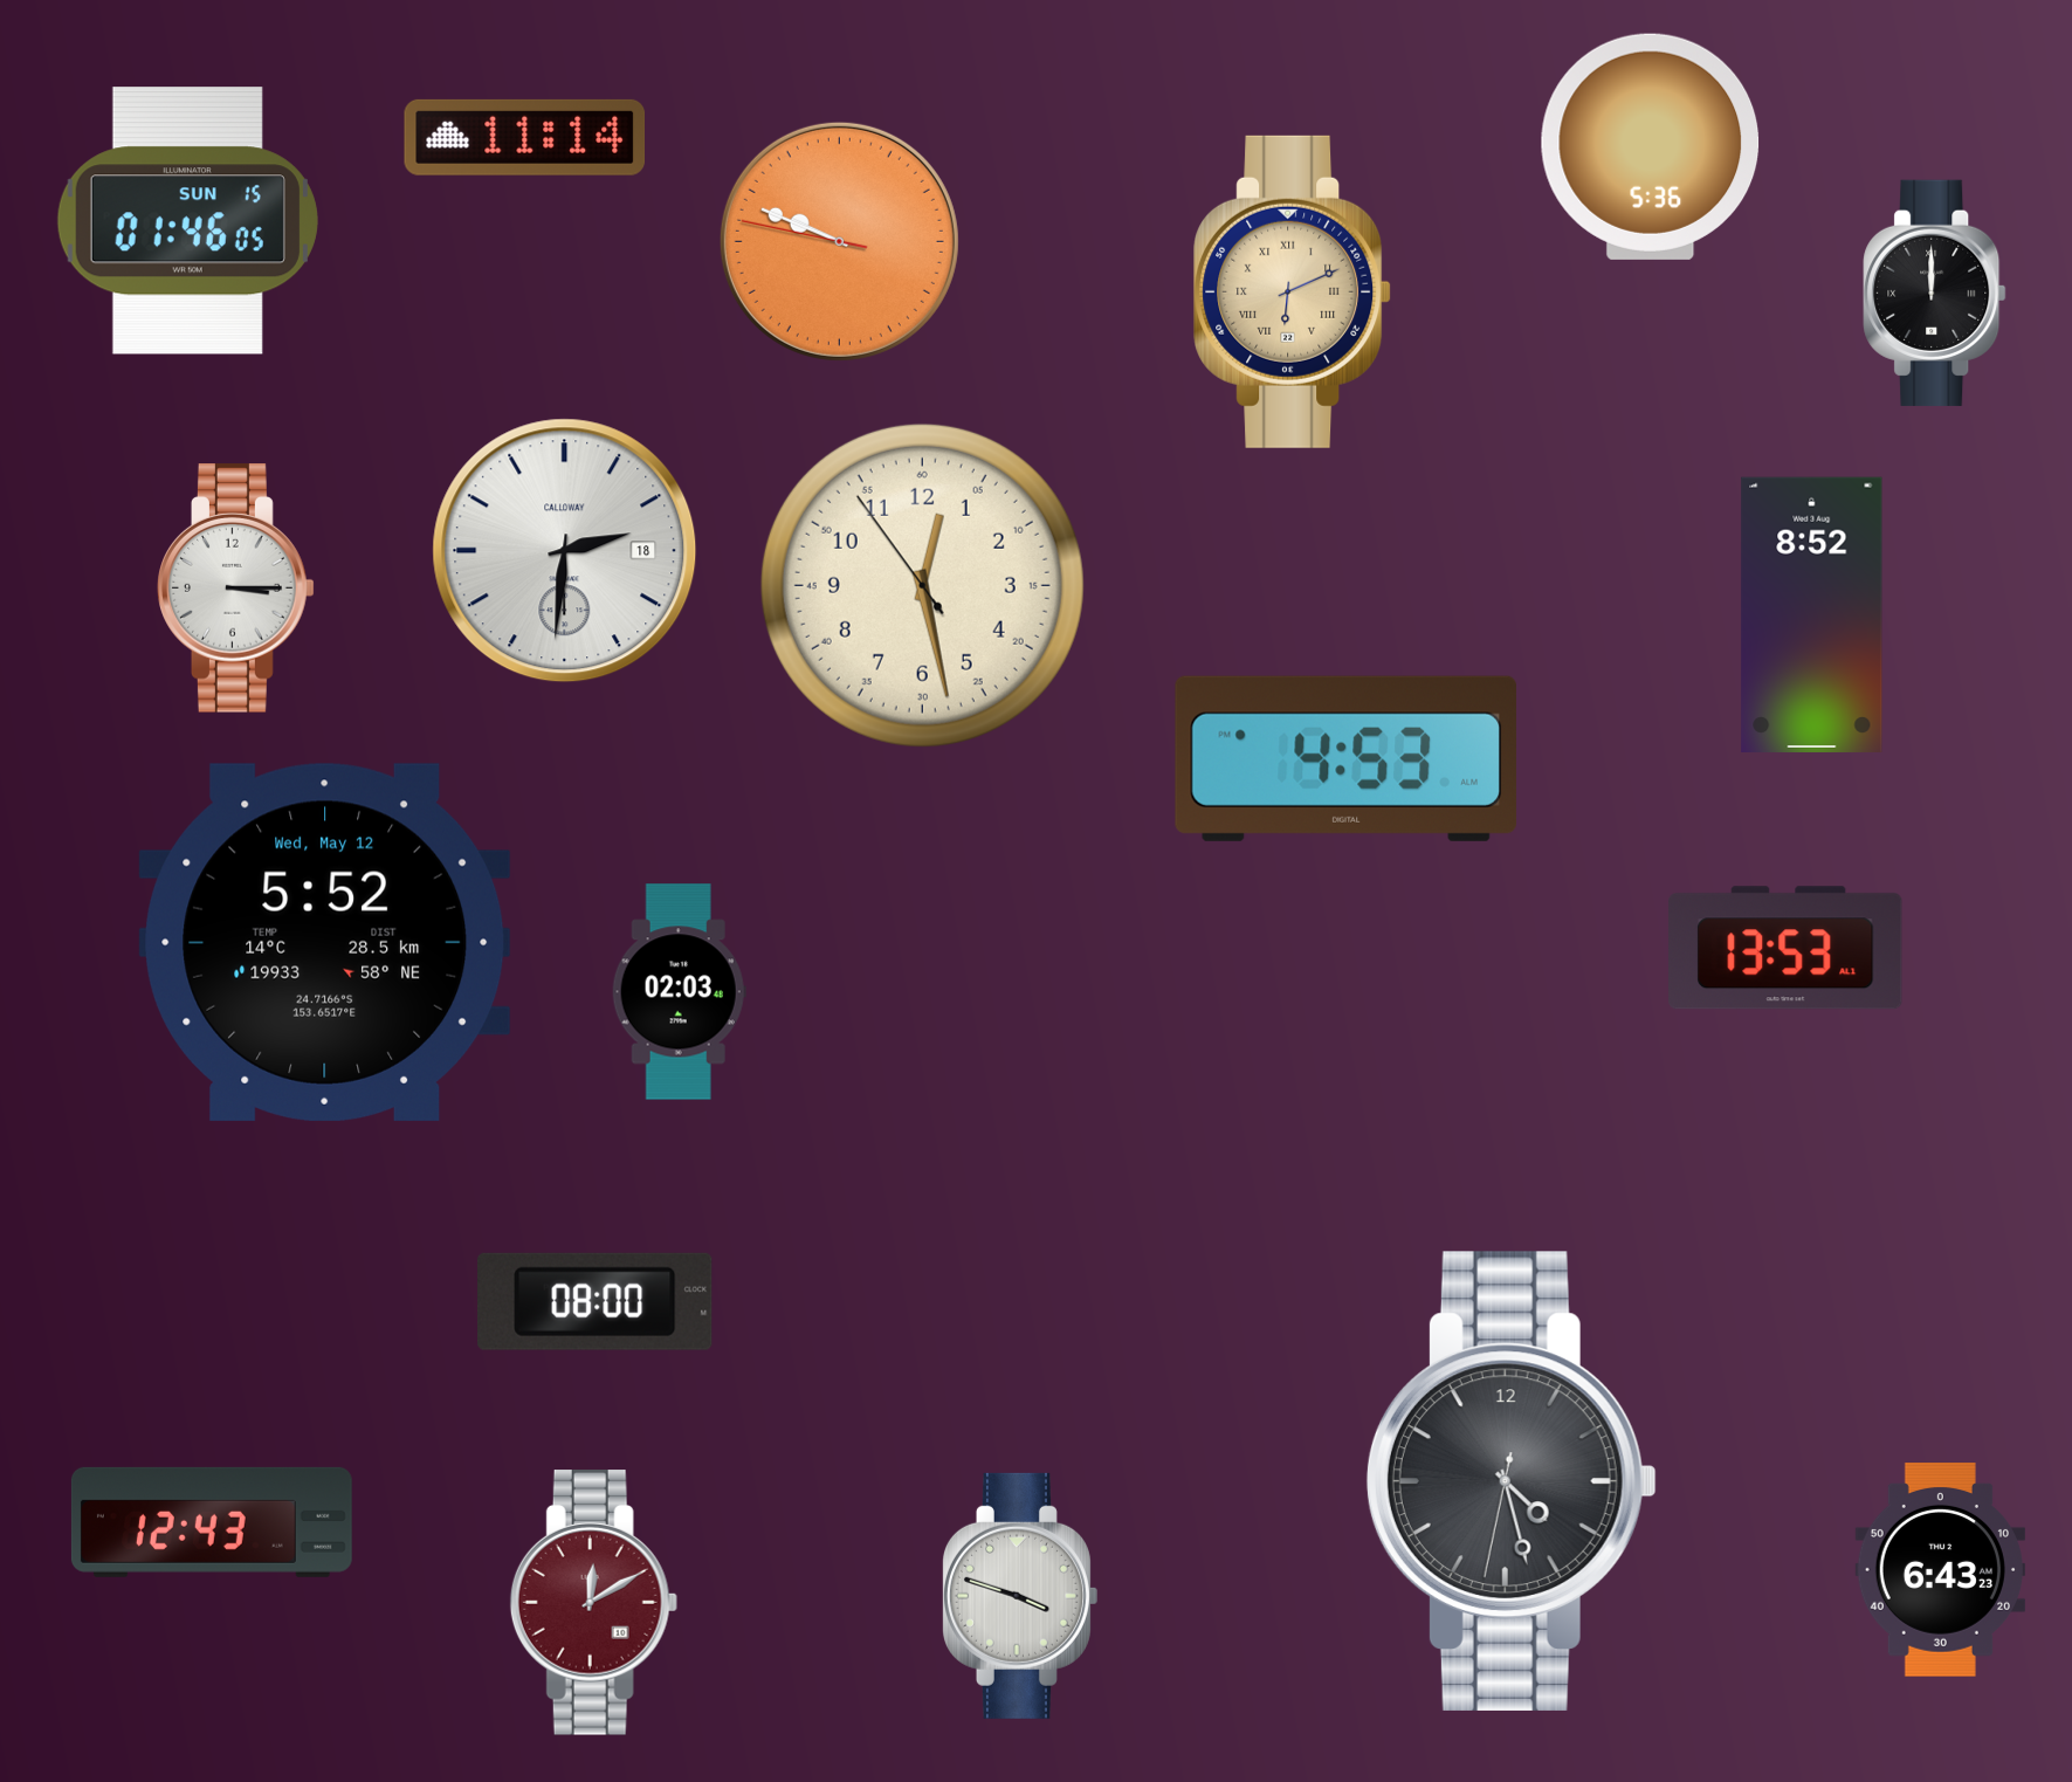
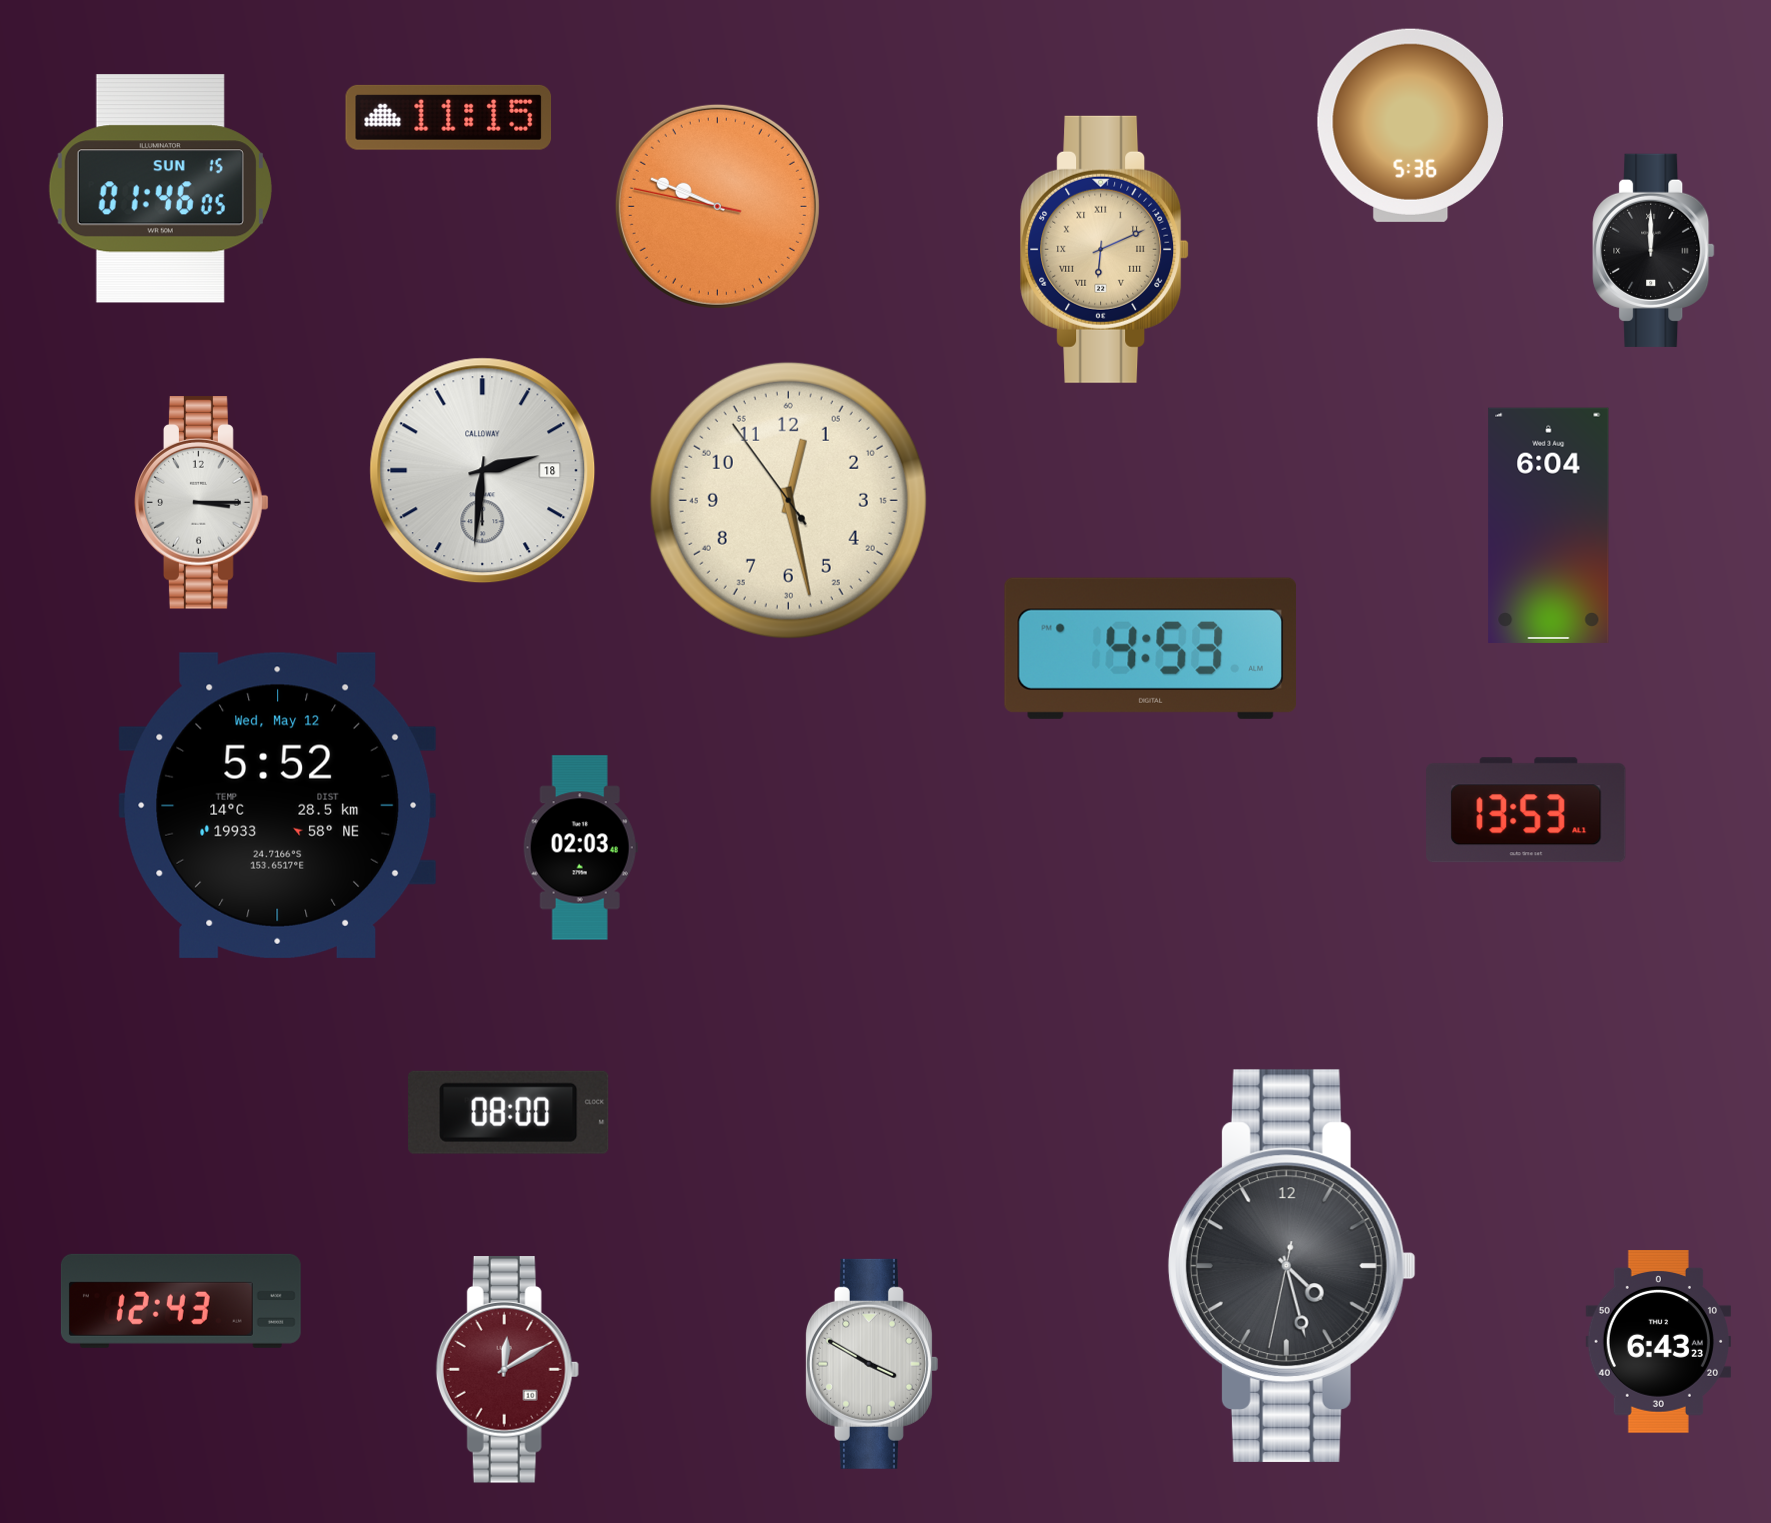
clock at (525, 137): 11:14 -> 11:15
clock at (1812, 614): 8:52 -> 6:04
clock at (1019, 1596): 3:48 -> 3:50
